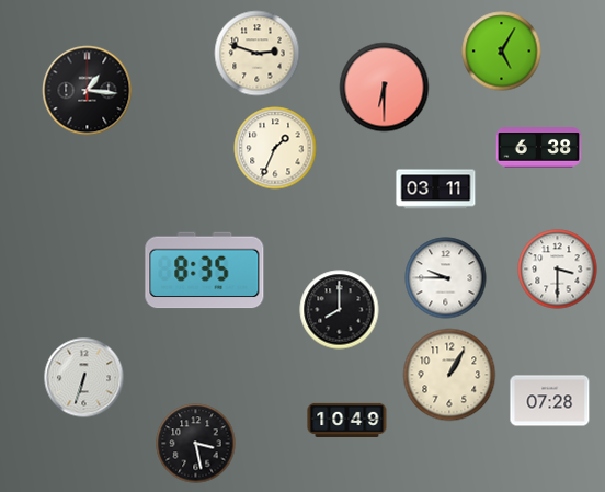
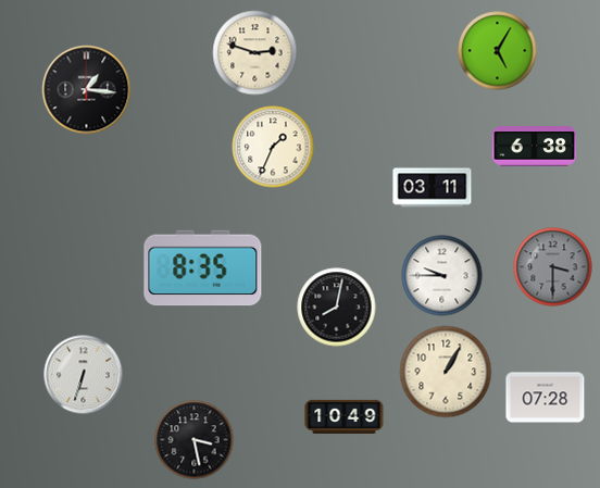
clock at (385, 88): 6:30 -> none
clock at (558, 270) dial: white -> grey
clock at (340, 310): 8:00 -> 8:02
